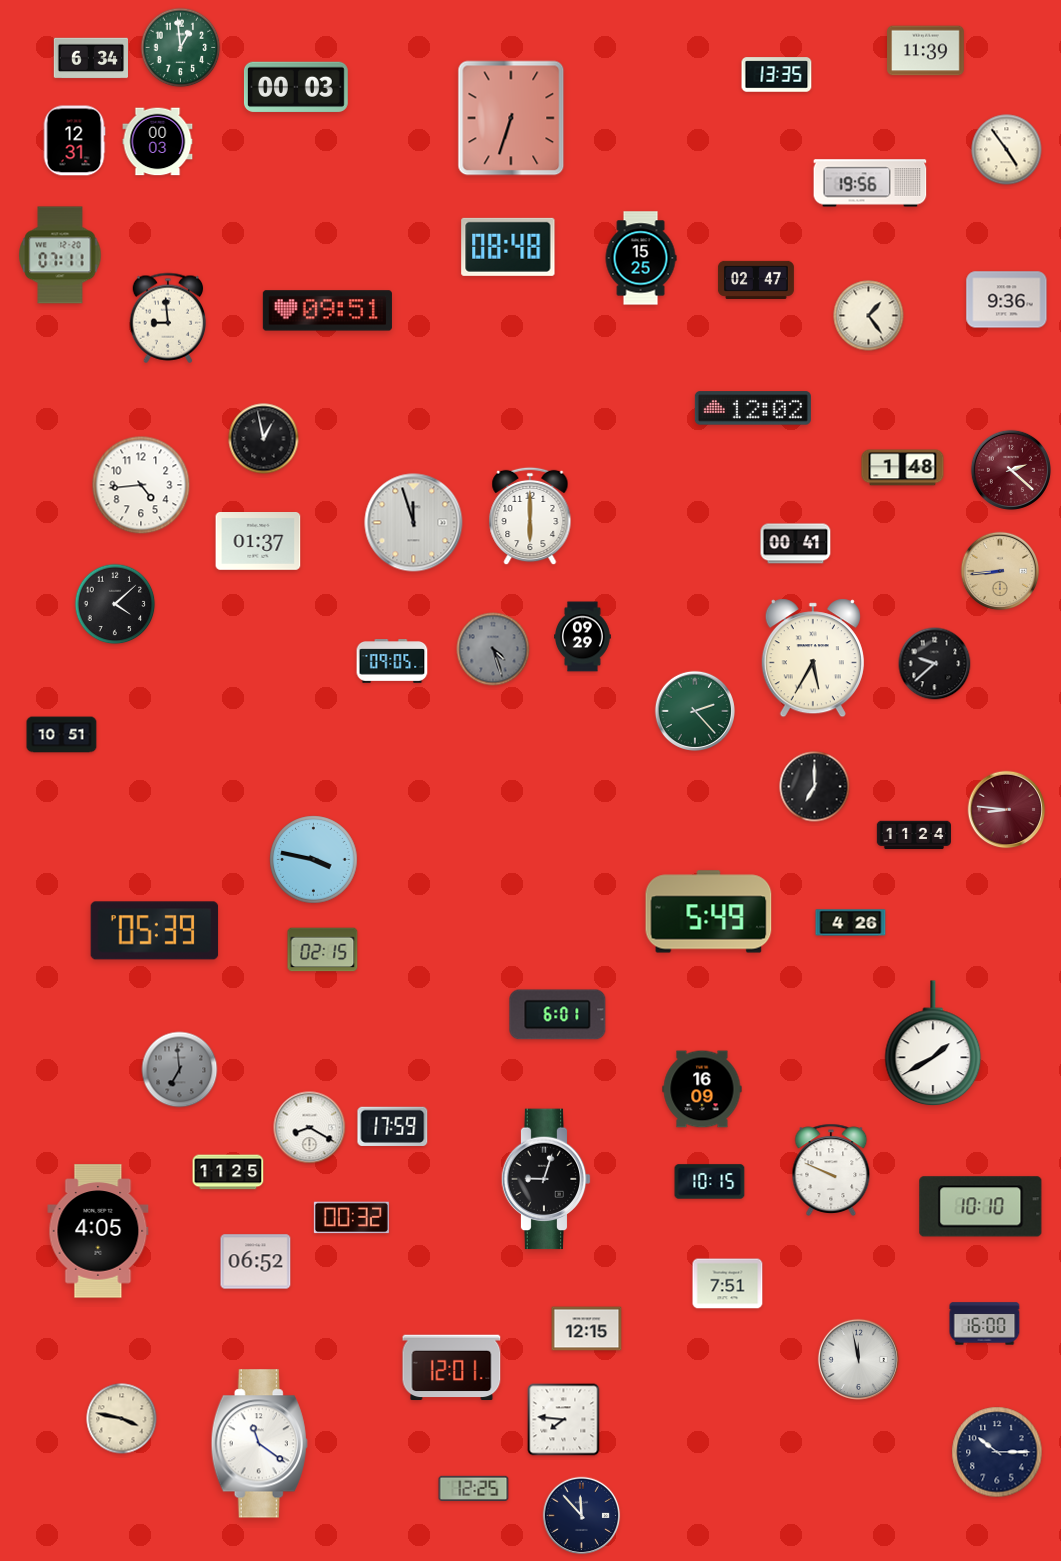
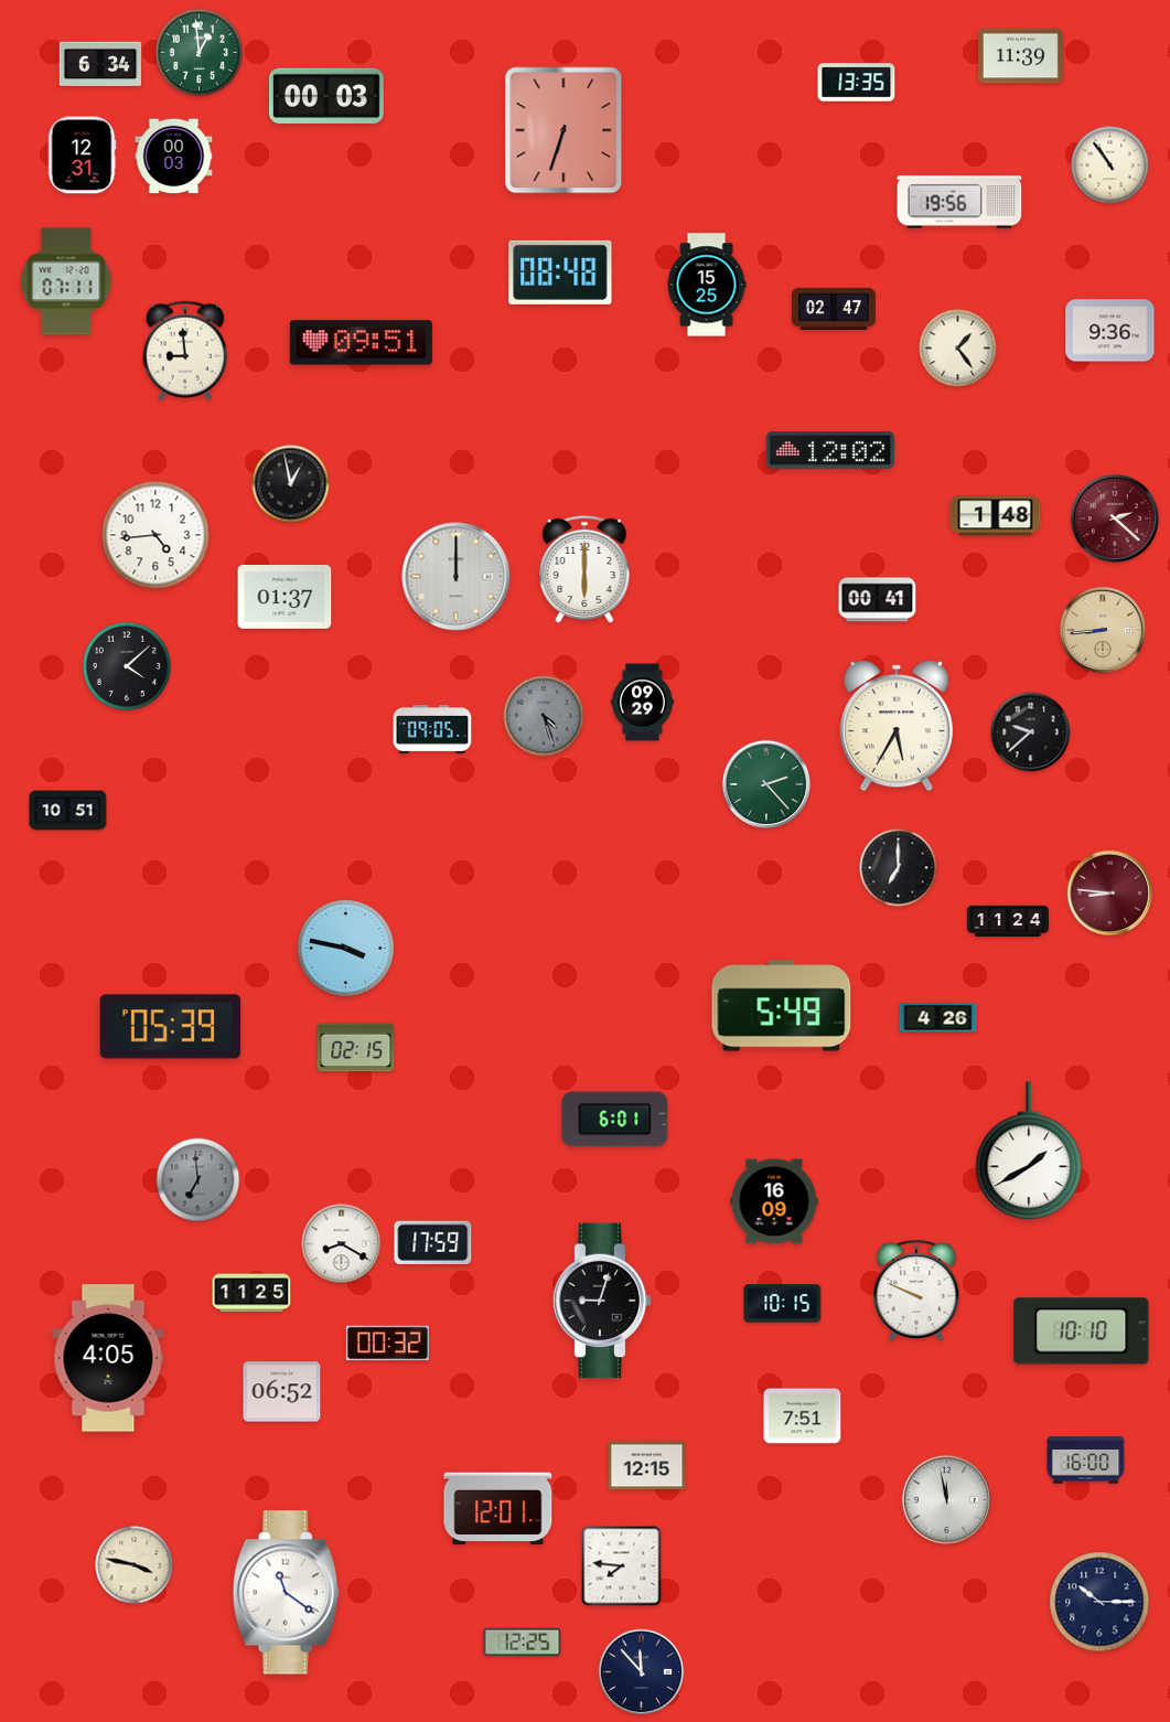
clock at (1007, 150): 4:54 -> 10:54
clock at (414, 523): 11:57 -> 12:00
